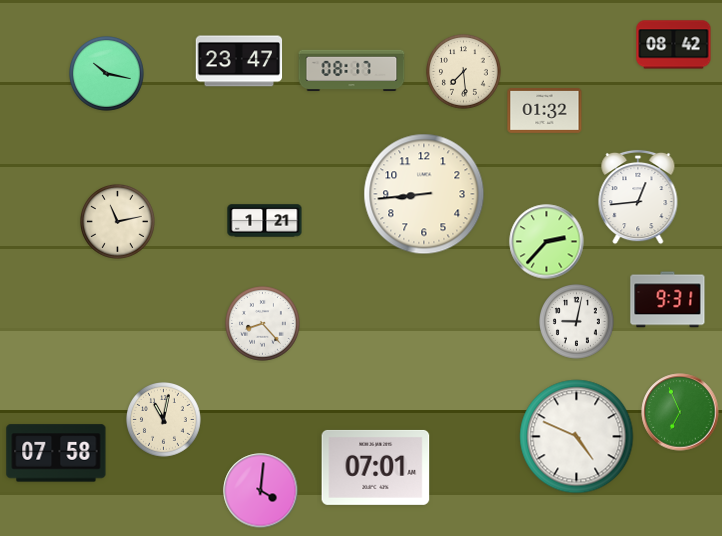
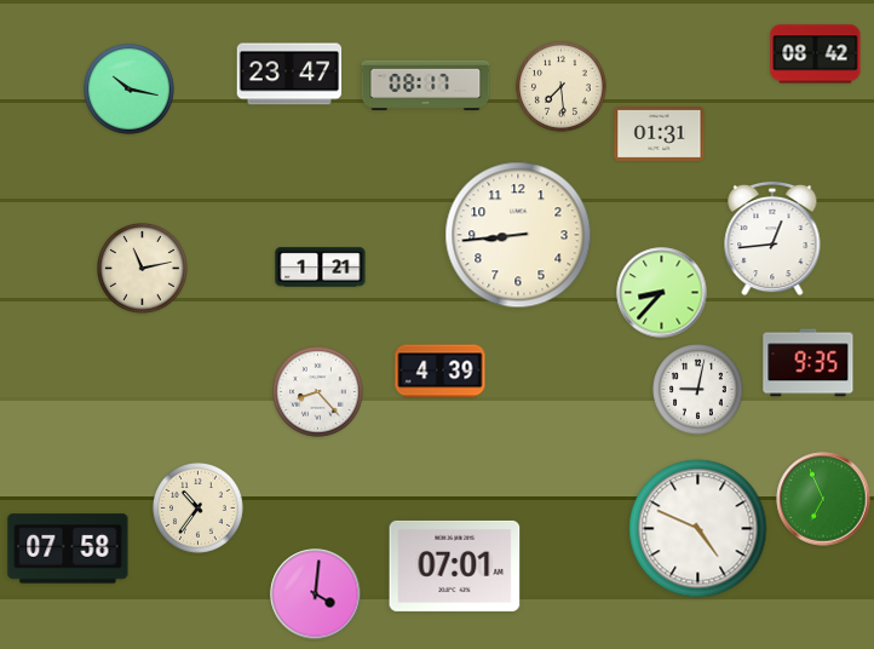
clock at (545, 110): 01:32 -> 01:31
clock at (424, 194) position: (424, 194) -> (518, 235)
clock at (547, 242): 2:37 -> 8:37
clock at (668, 300): 9:31 -> 9:35
clock at (441, 372): none -> 4:39
clock at (164, 420): 11:02 -> 10:36
